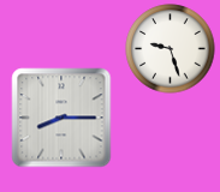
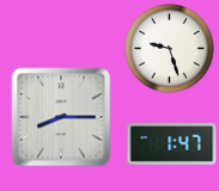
clock at (172, 143): none -> 1:47
